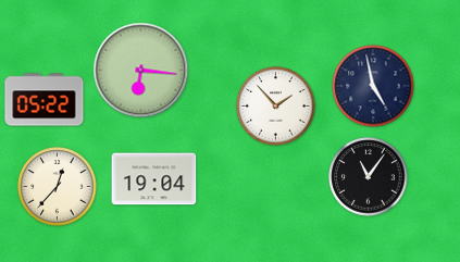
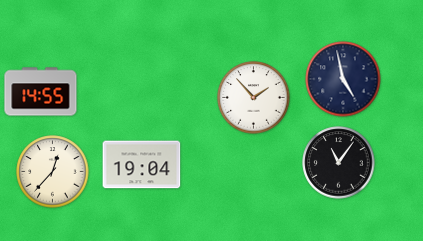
clock at (141, 71): 6:16 -> none
clock at (45, 100): 05:22 -> 14:55
